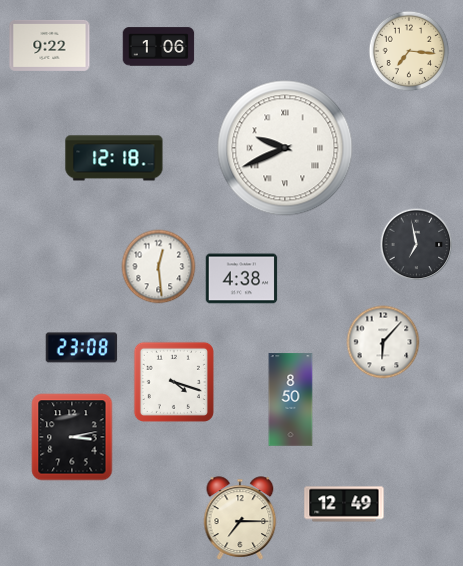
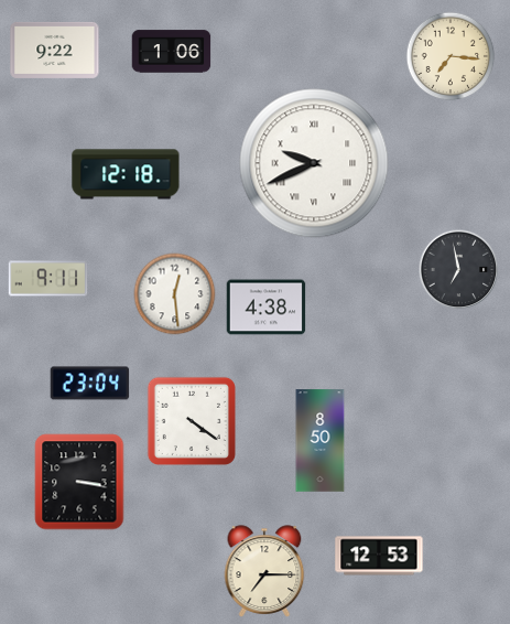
clock at (159, 47) position: (159, 47) -> (172, 52)
clock at (48, 279): none -> 9:11
clock at (383, 342): 6:07 -> none
clock at (82, 348): 23:08 -> 23:04
clock at (174, 382): 4:18 -> 4:21
clock at (72, 437): 3:13 -> 3:17
clock at (344, 504): 12:49 -> 12:53
